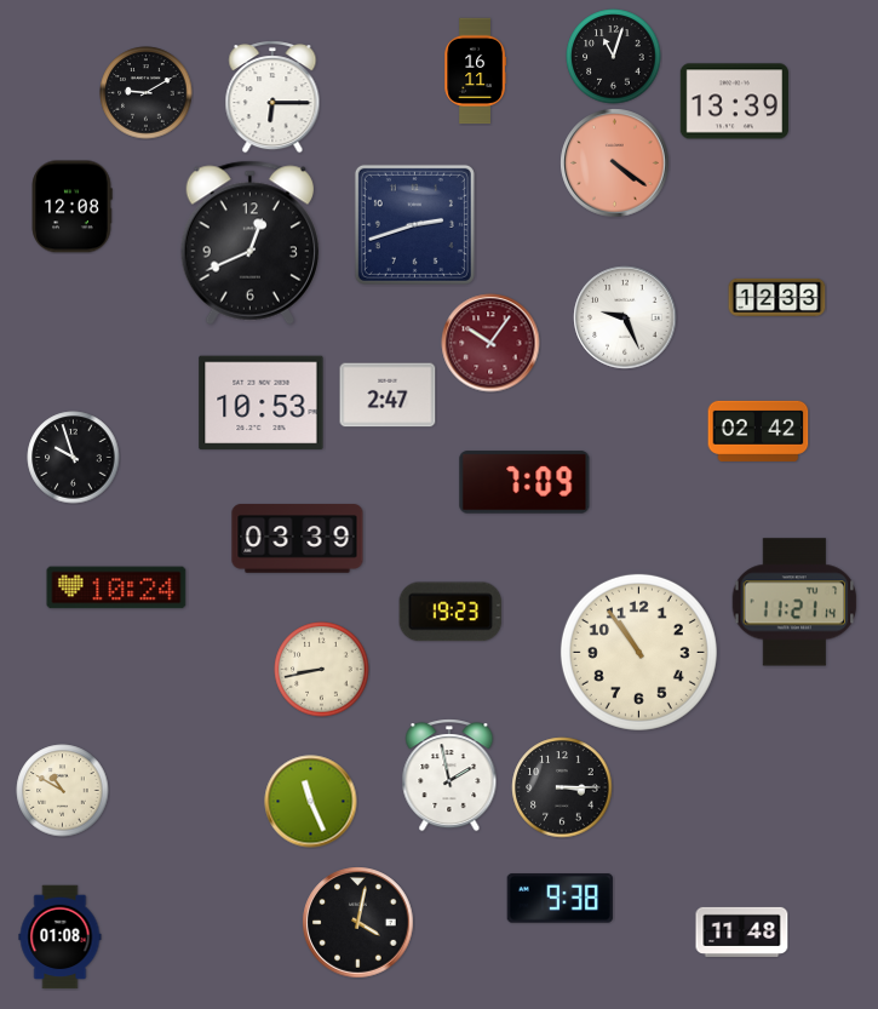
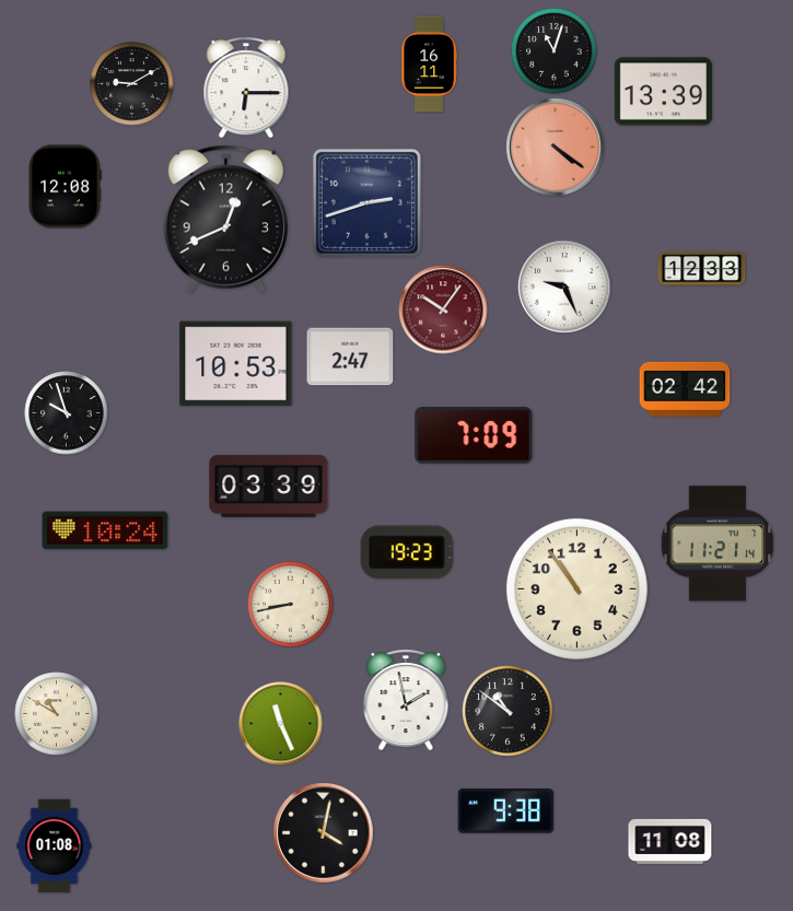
clock at (414, 224) position: (414, 224) -> (366, 202)
clock at (562, 787): 3:15 -> 10:51
clock at (742, 931): 11:48 -> 11:08
